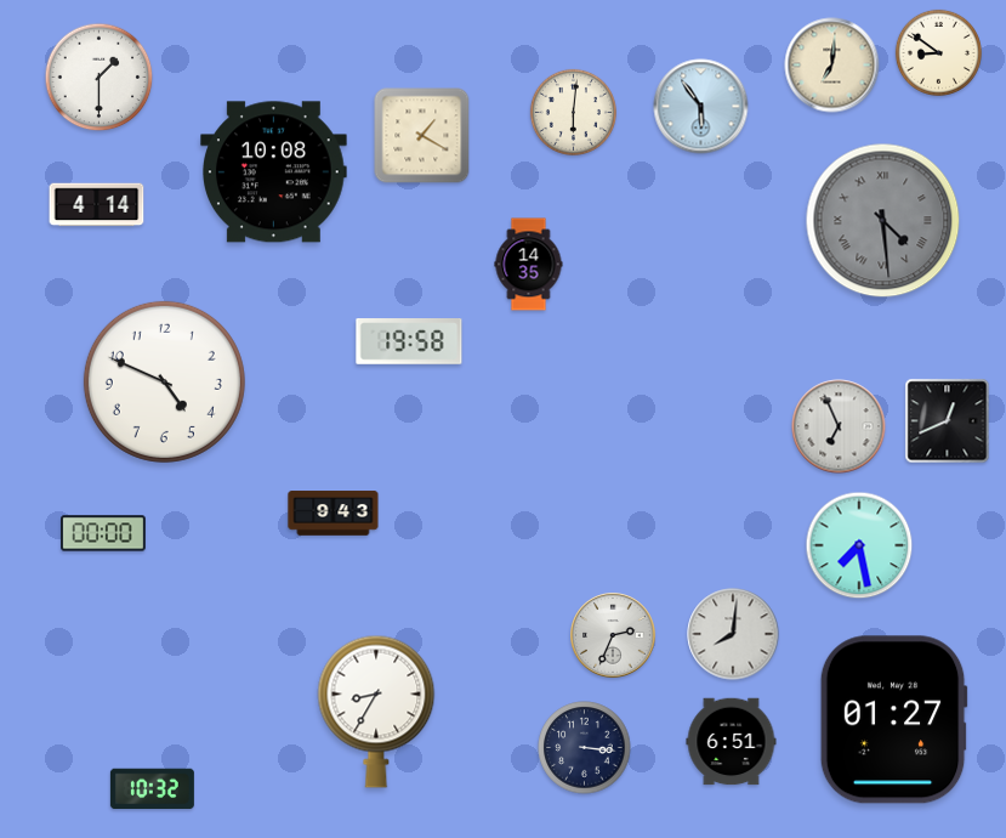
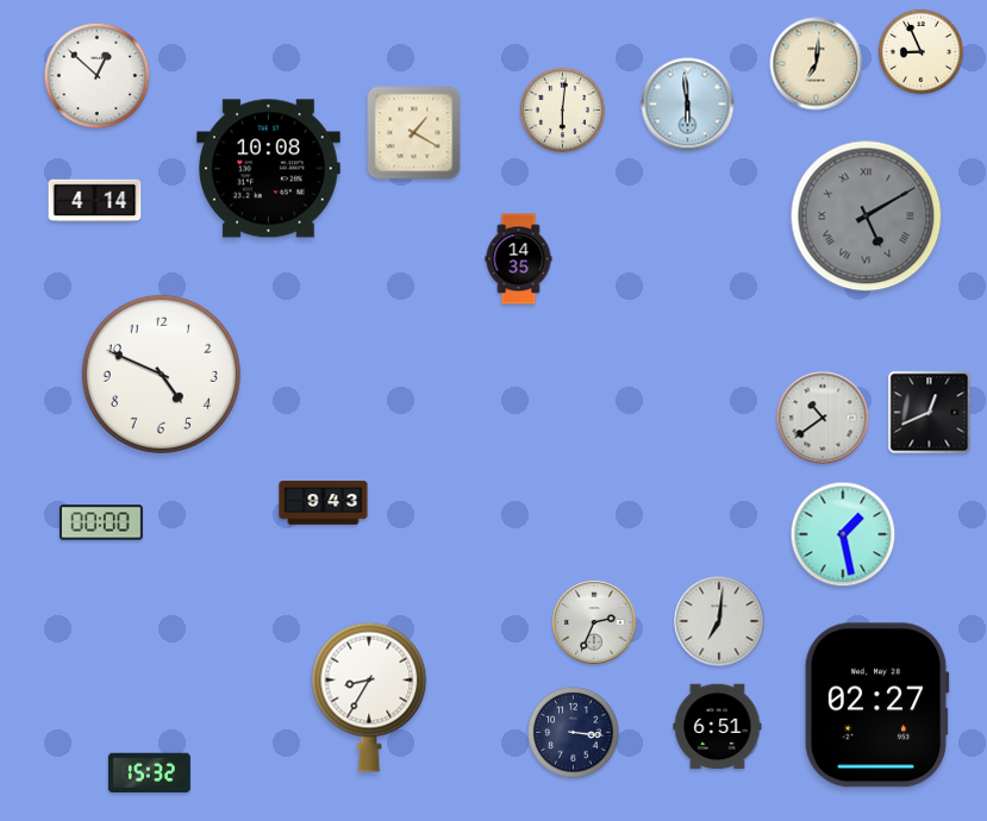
clock at (938, 52): 8:51 -> 8:56
clock at (100, 78): 1:30 -> 12:52
clock at (701, 107): 5:54 -> 5:59
clock at (883, 221): 4:29 -> 5:10
clock at (409, 341): 19:58 -> none
clock at (839, 426): 6:56 -> 10:39
clock at (334, 514) position: (334, 514) -> (324, 503)
clock at (859, 545): 7:28 -> 1:28
clock at (733, 634): 8:01 -> 7:01
clock at (613, 635) position: (613, 635) -> (594, 622)
clock at (893, 720): 01:27 -> 02:27
clock at (152, 789): 10:32 -> 15:32
